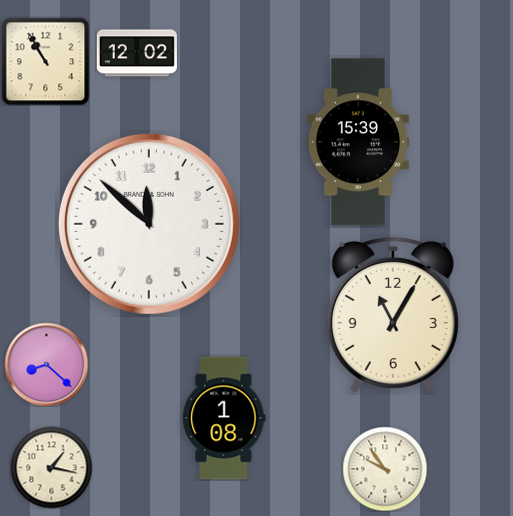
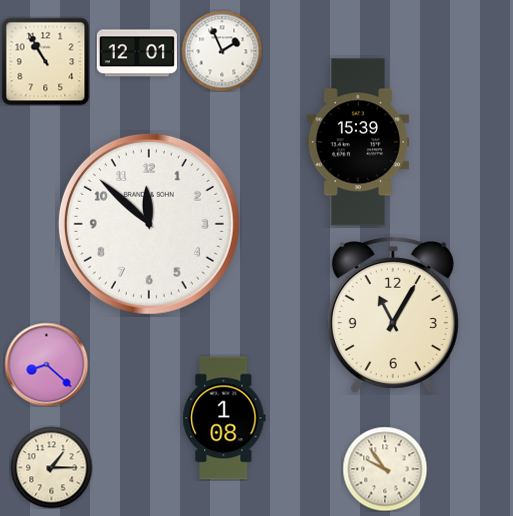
clock at (222, 51): none -> 1:56
clock at (137, 53): 12:02 -> 12:01
clock at (51, 467): 1:17 -> 1:15
